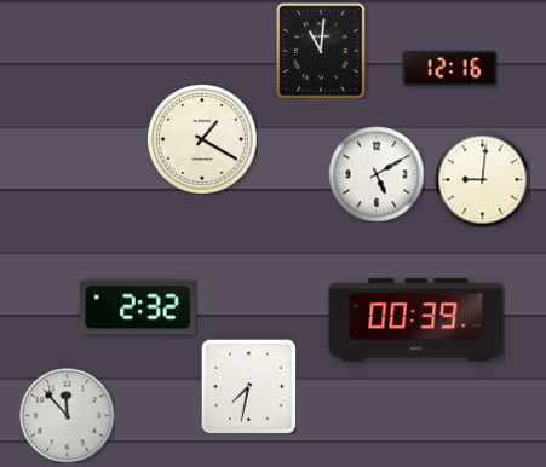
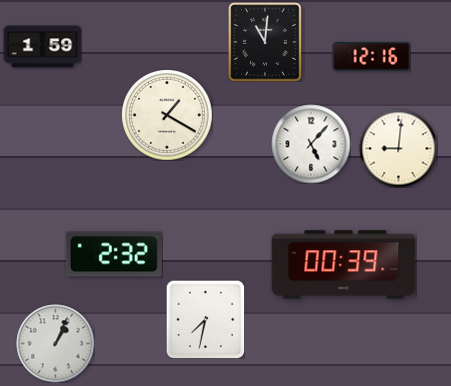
clock at (42, 47): none -> 1:59
clock at (377, 174): 5:10 -> 5:07
clock at (67, 415): 11:53 -> 1:04
